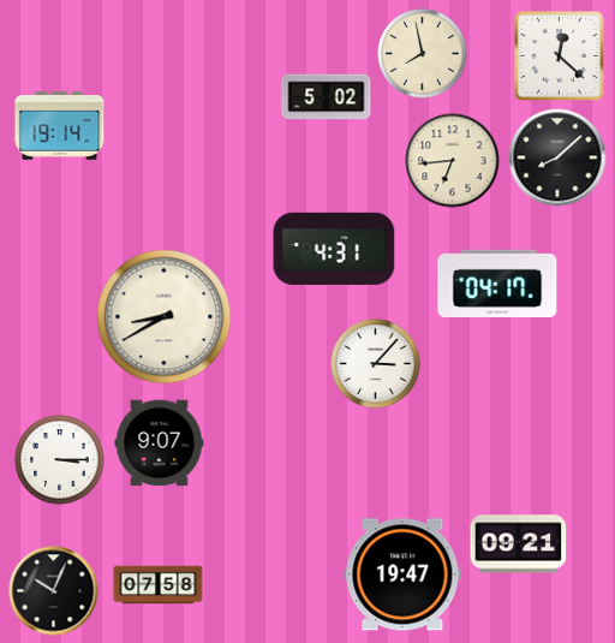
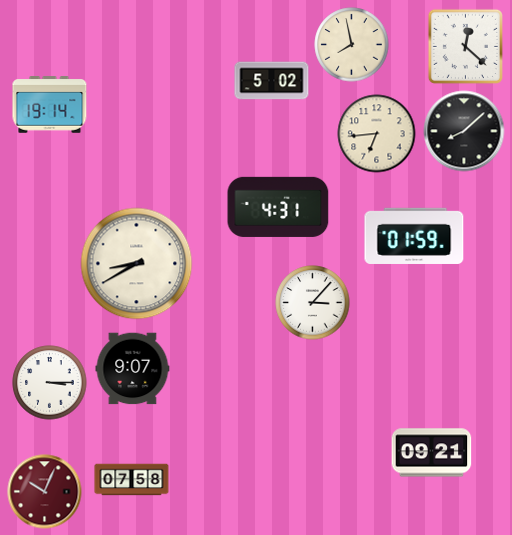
clock at (497, 284): 04:17 -> 01:59
clock at (402, 574): 19:47 -> none
clock at (159, 585) position: (159, 585) -> (132, 480)
clock at (54, 591) dial: black -> burgundy
